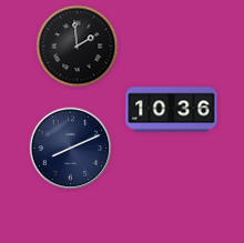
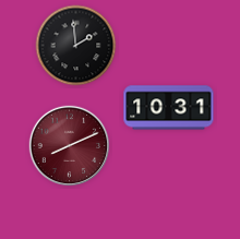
clock at (172, 110): 10:36 -> 10:31
clock at (71, 149) dial: navy -> burgundy
